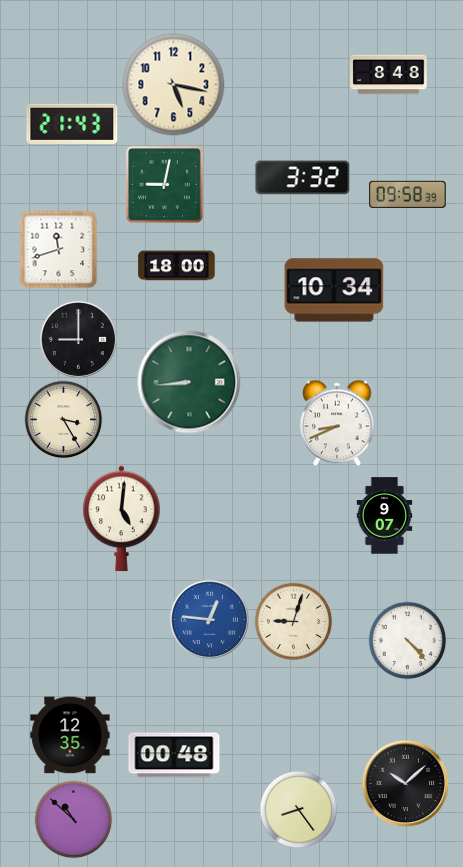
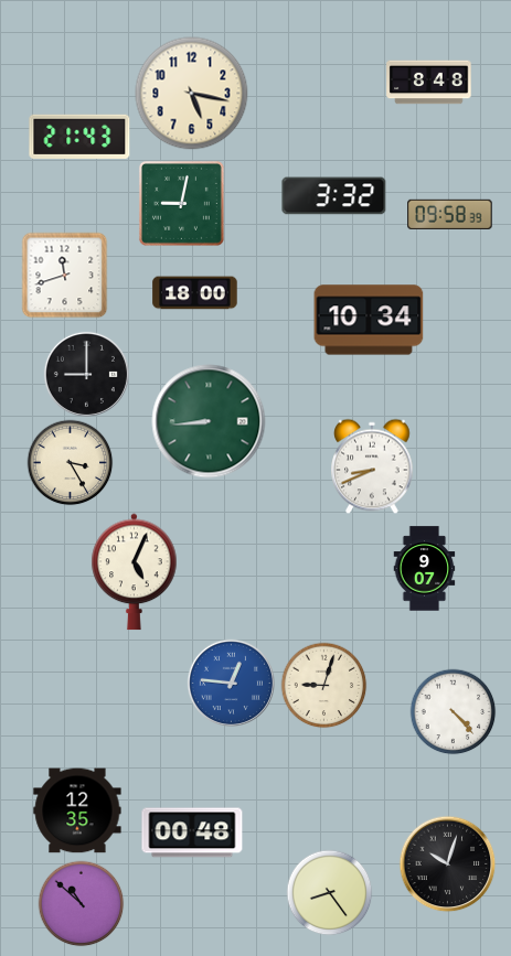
clock at (122, 519): 5:01 -> 5:04
clock at (407, 640) position: (407, 640) -> (453, 711)
clock at (405, 783): 10:08 -> 10:03
